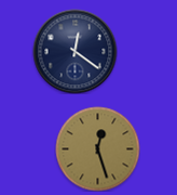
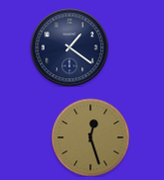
clock at (74, 51): 12:21 -> 1:21
